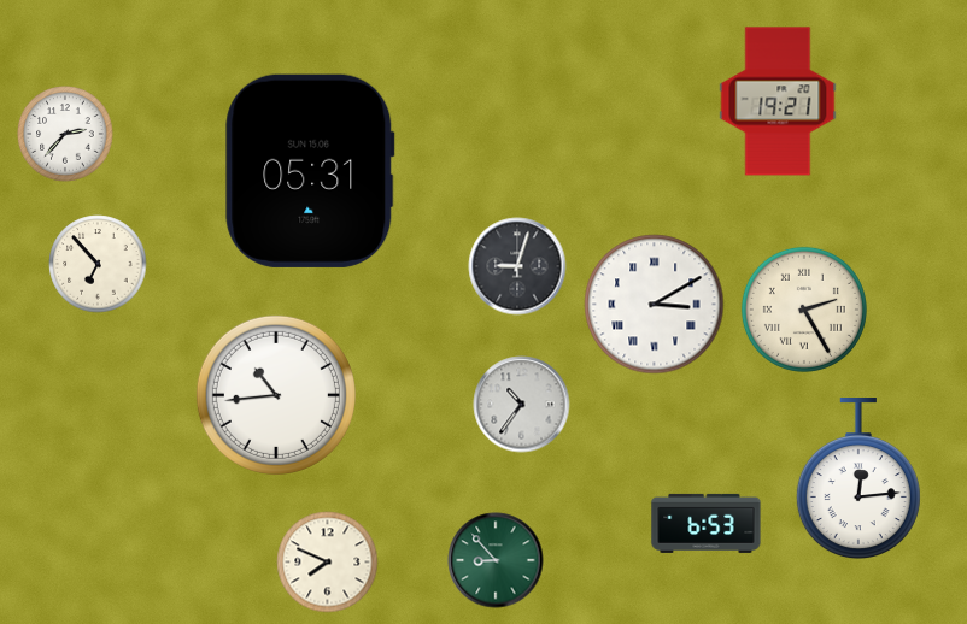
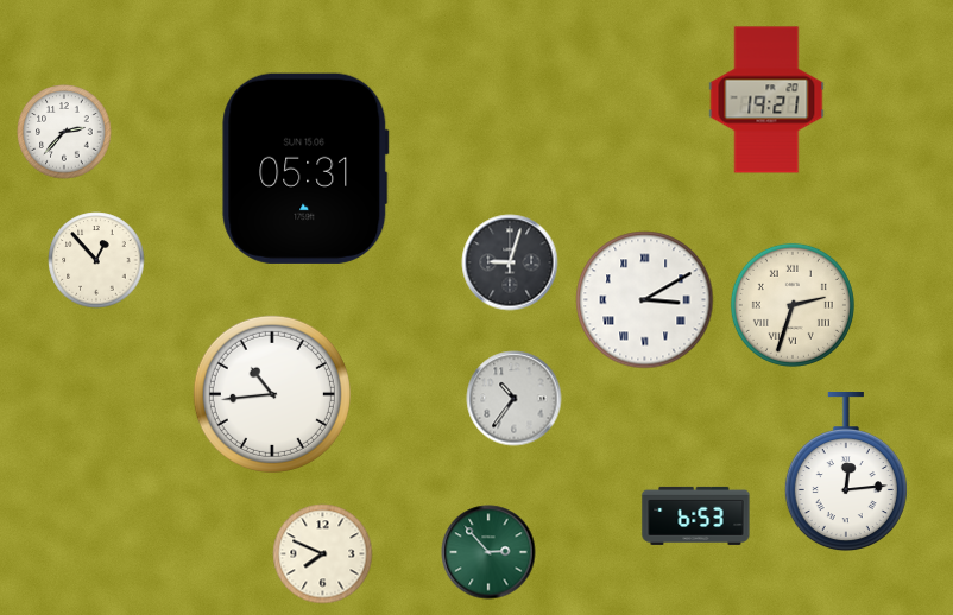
clock at (98, 264): 6:53 -> 12:53
clock at (804, 310): 2:25 -> 2:33
clock at (276, 395) position: (276, 395) -> (272, 394)
clock at (496, 560): 8:53 -> 2:53
